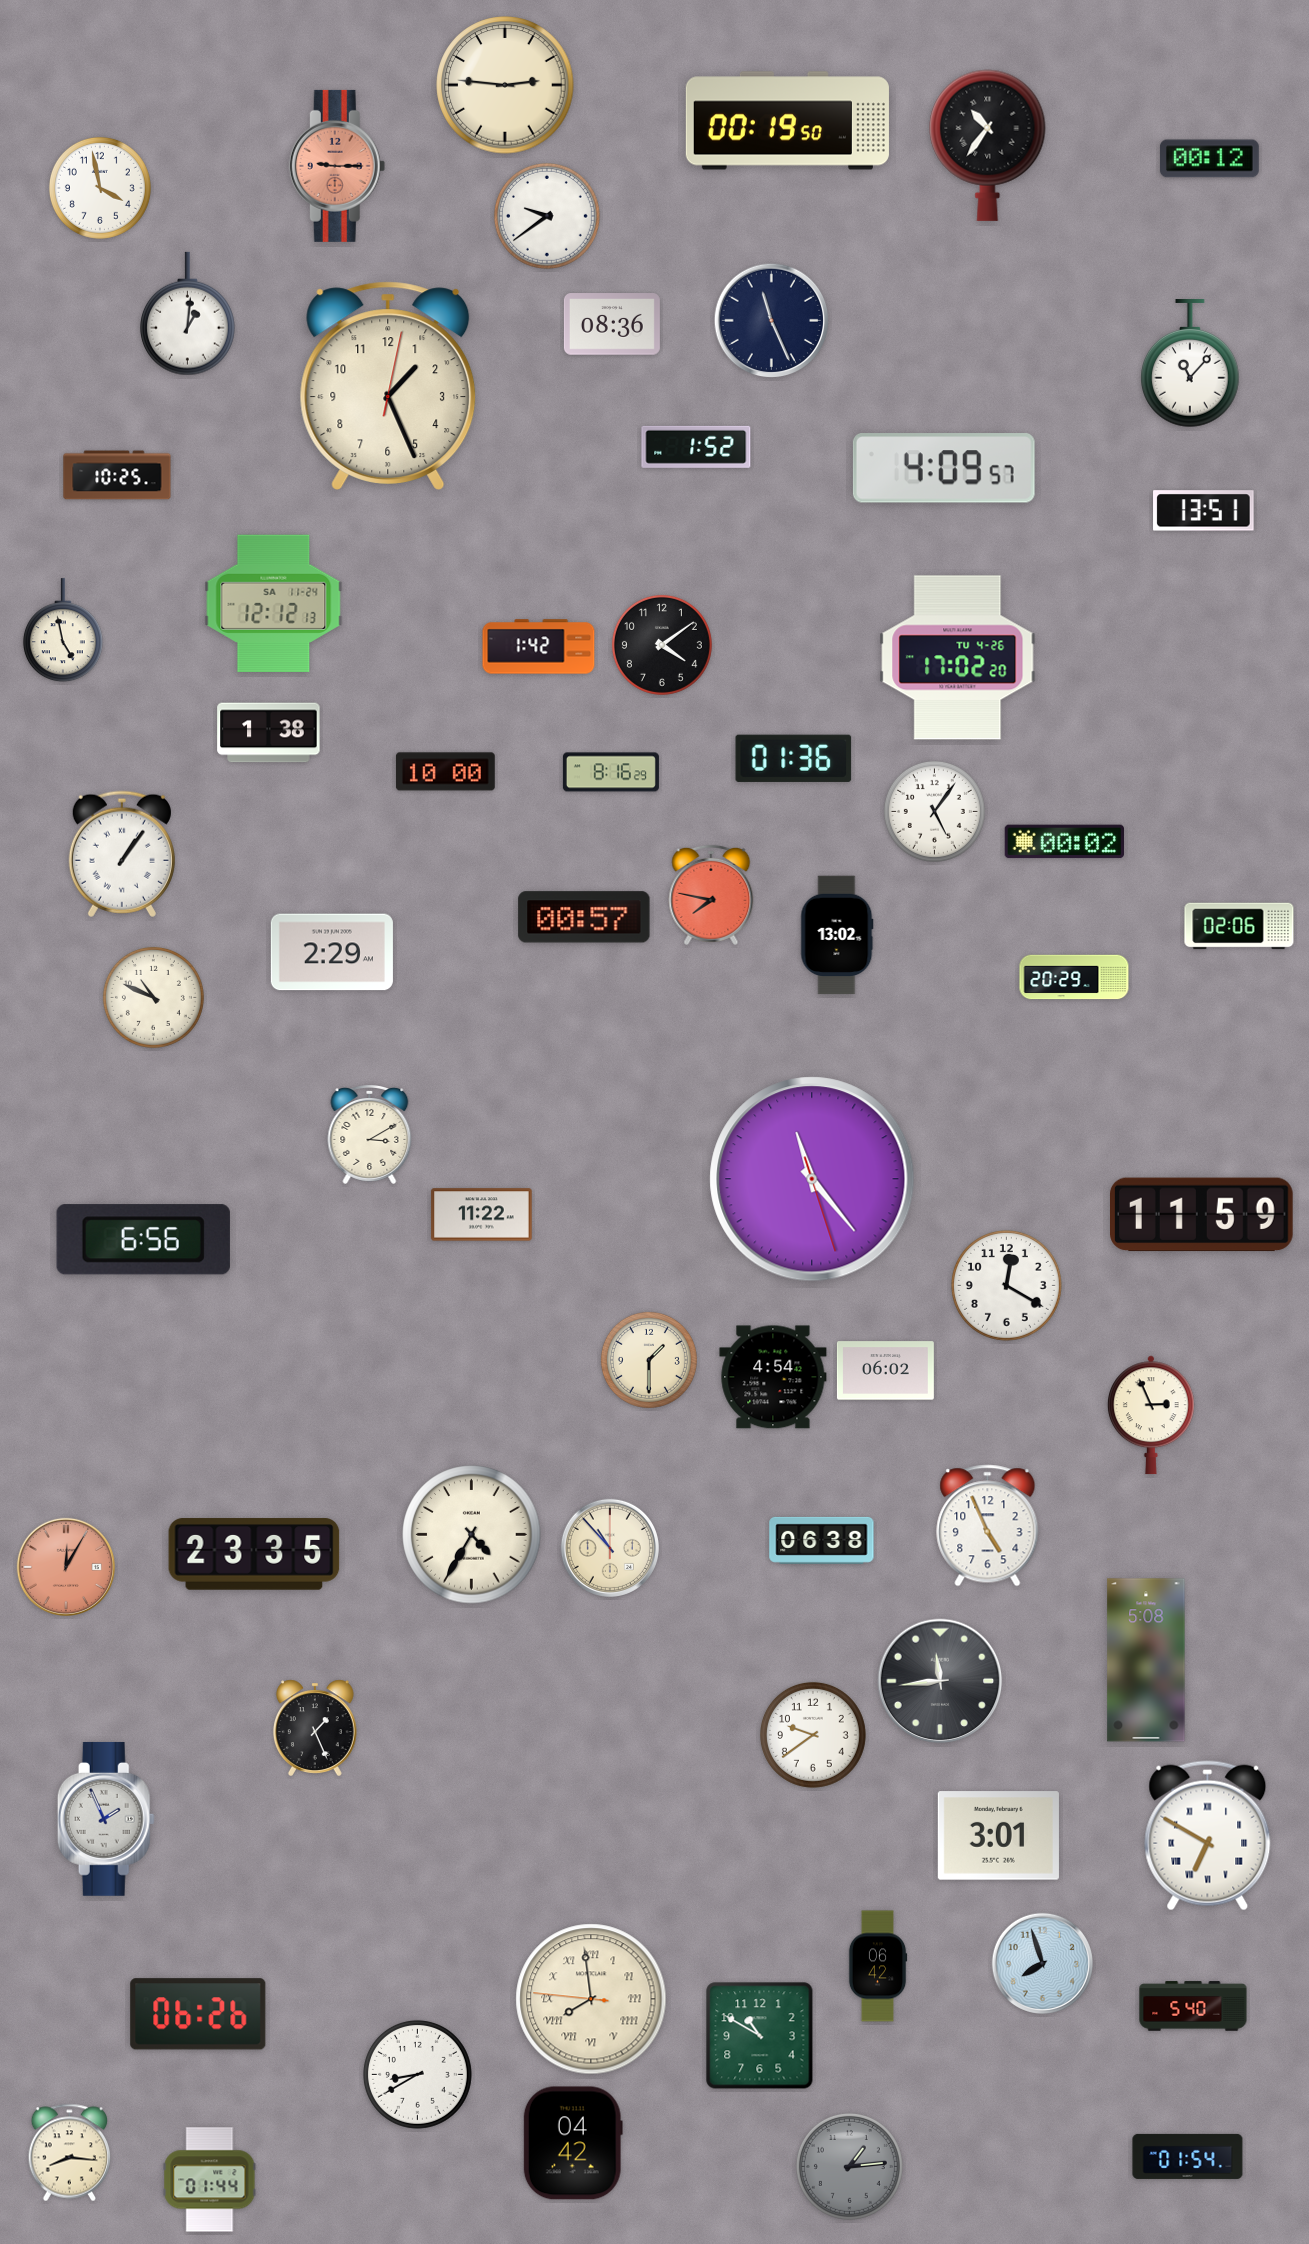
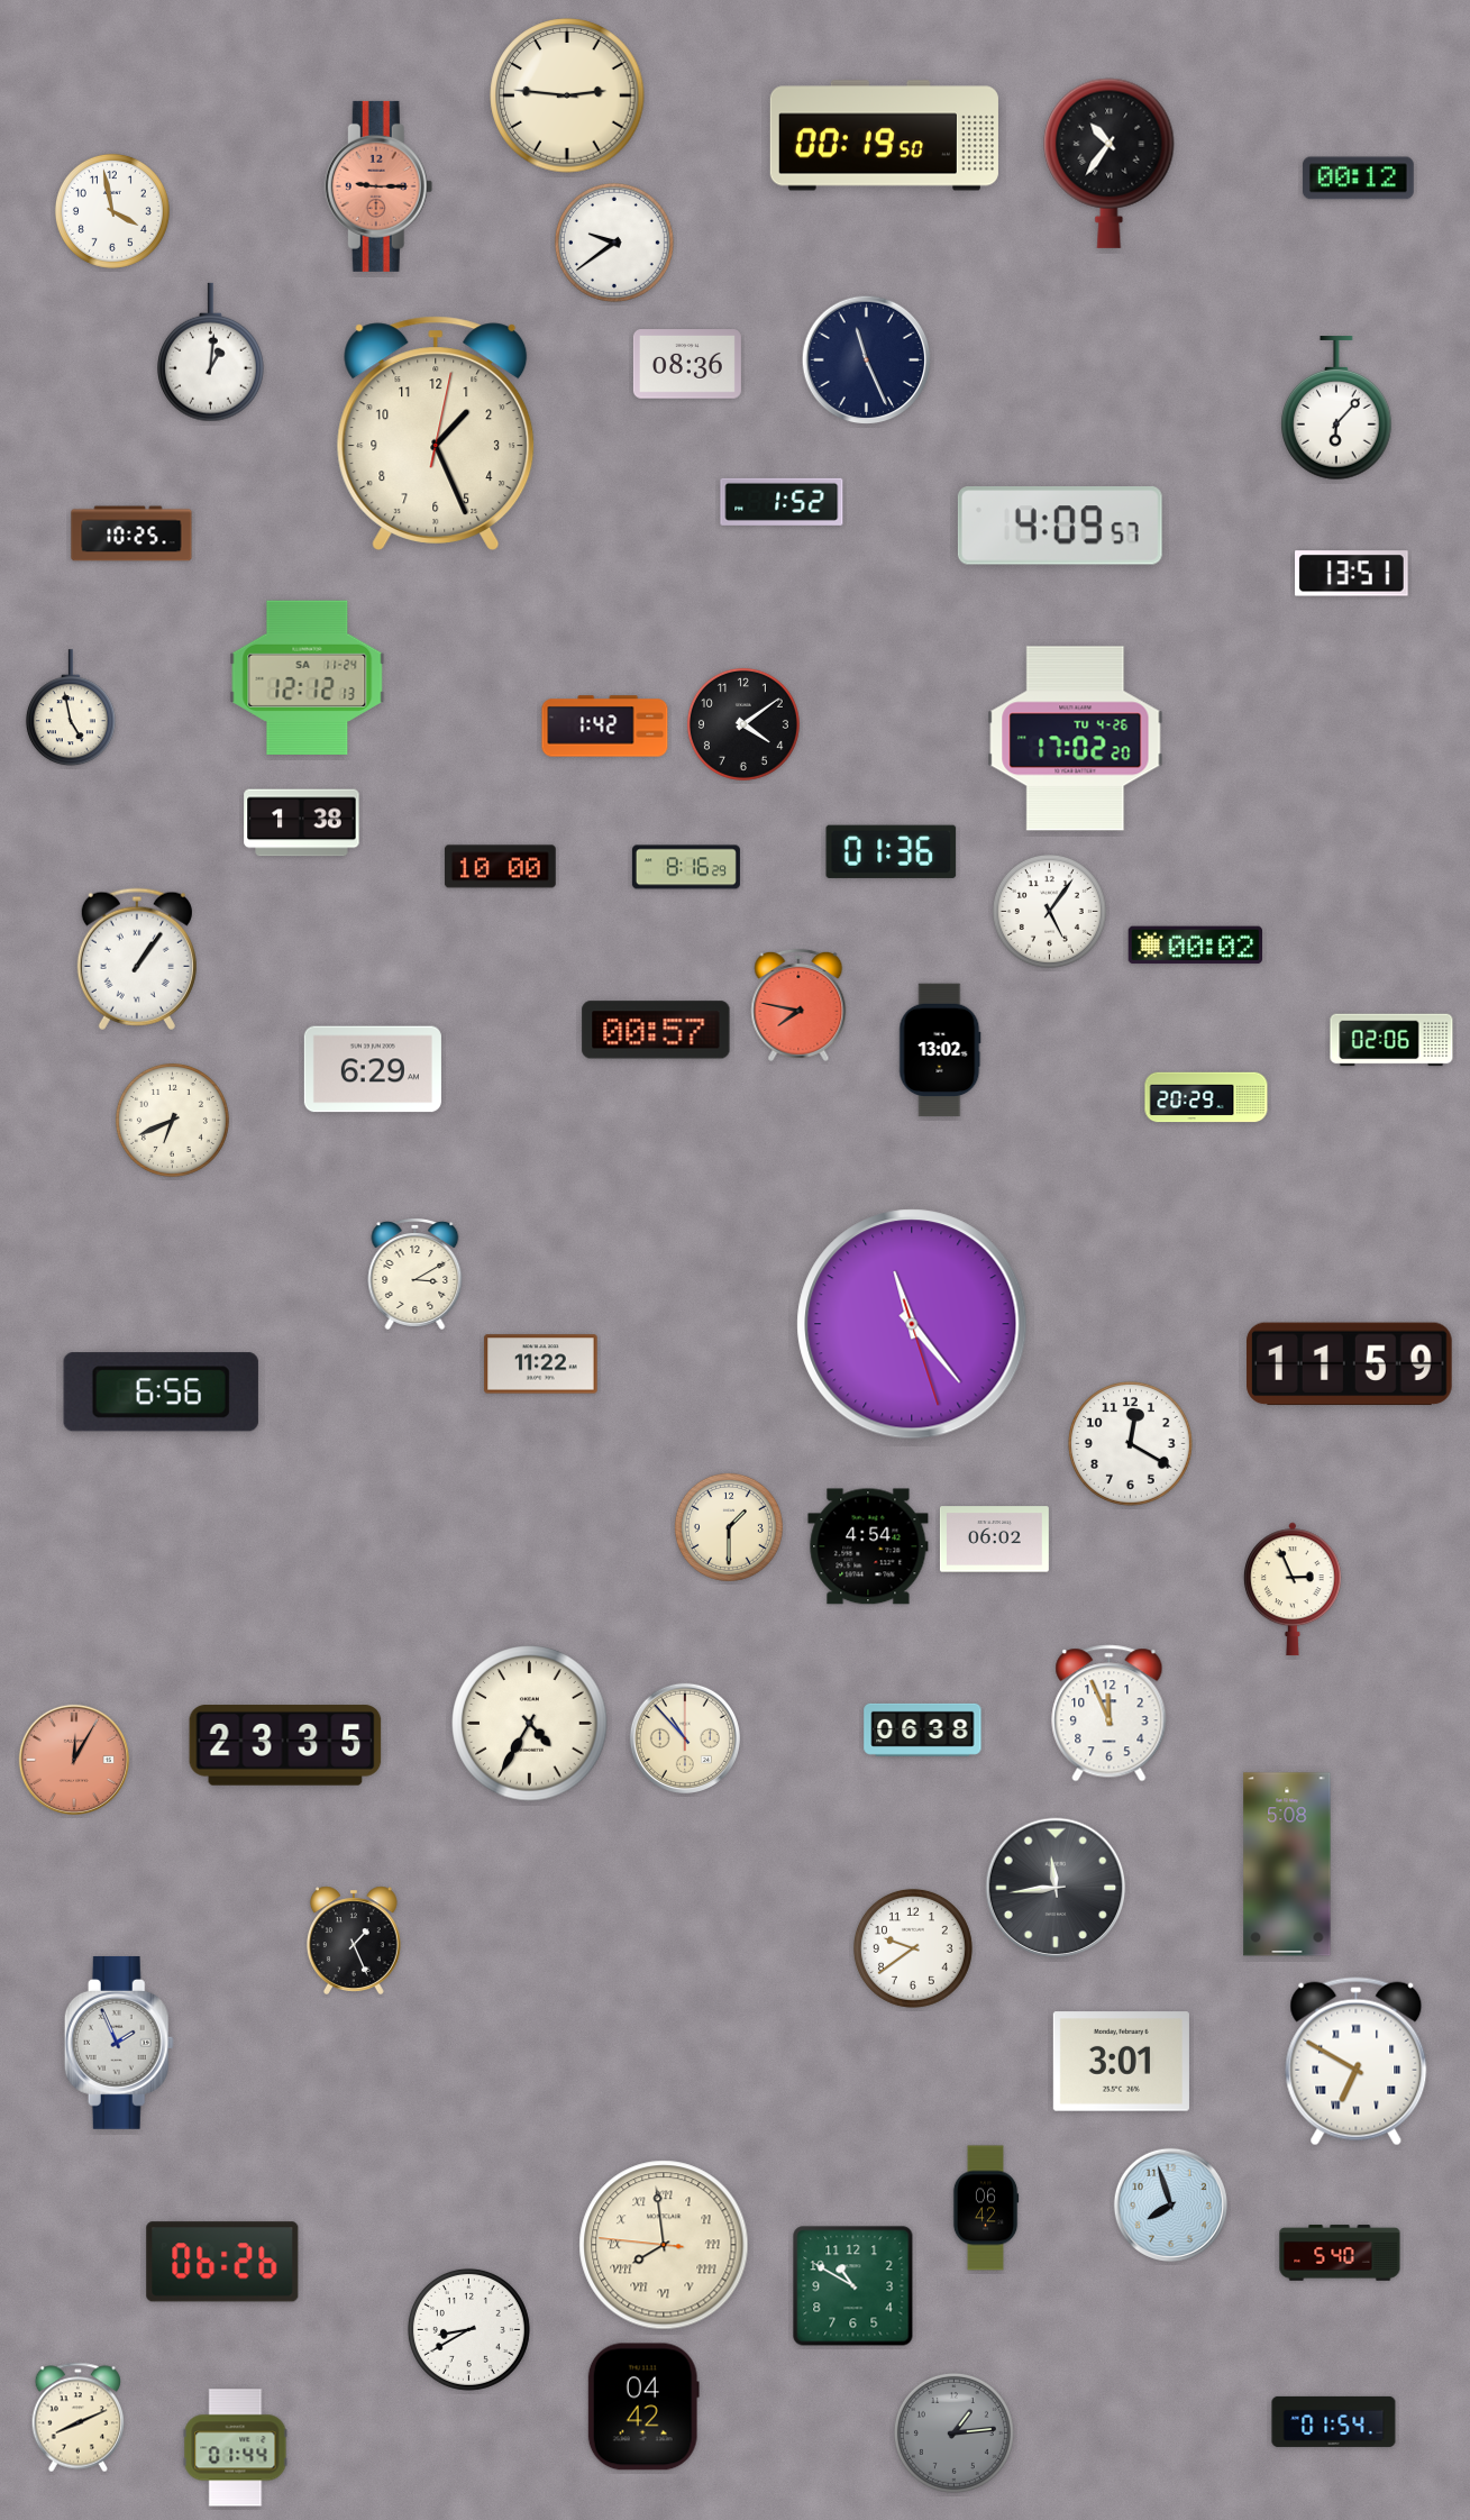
clock at (1191, 364): 11:07 -> 6:07
clock at (332, 952): 2:29 -> 6:29
clock at (153, 997): 10:49 -> 6:41
clock at (988, 1526): 4:56 -> 11:56
clock at (70, 2153): 8:16 -> 8:11
